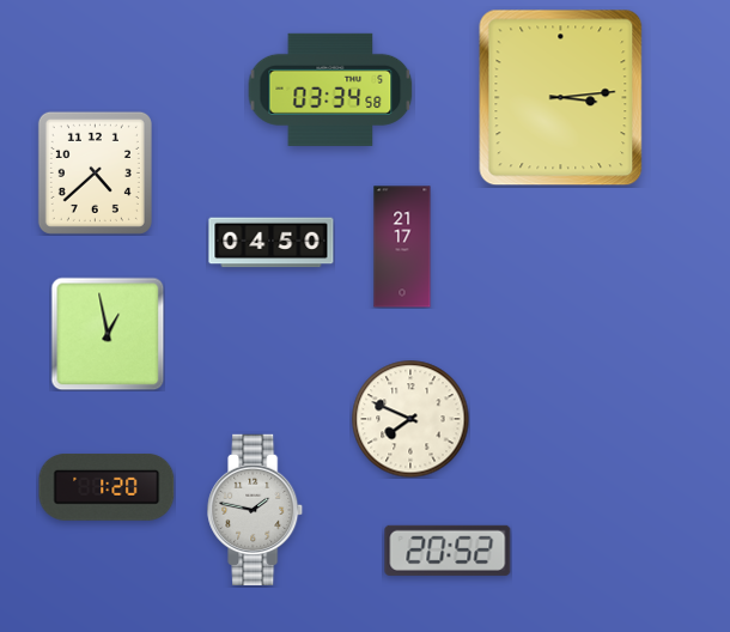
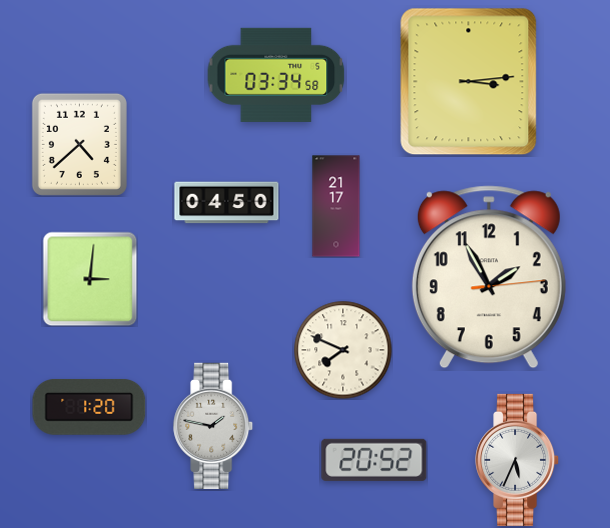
clock at (489, 277): none -> 1:55
clock at (108, 334): 12:58 -> 3:01
clock at (518, 460): none -> 5:34
